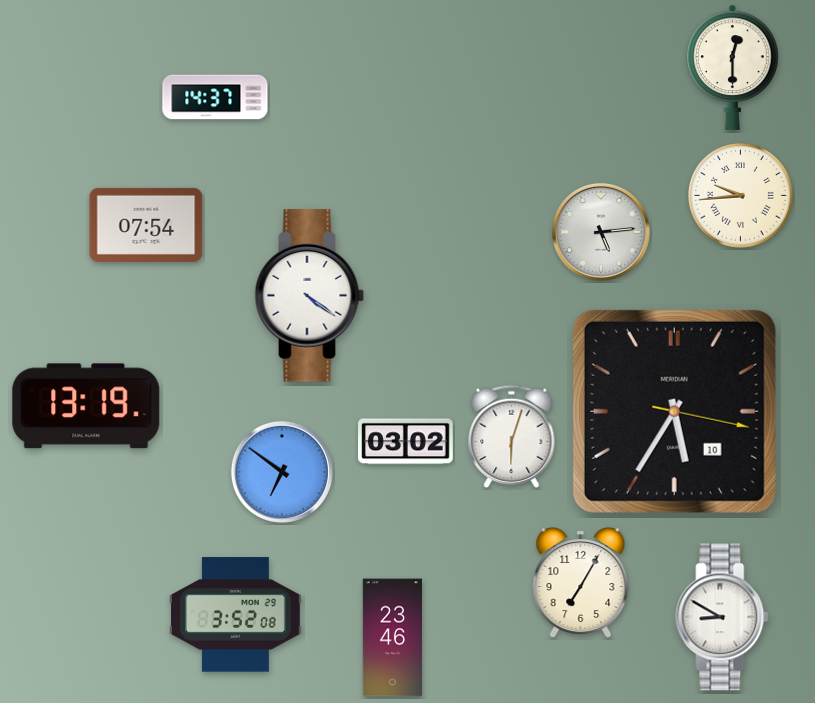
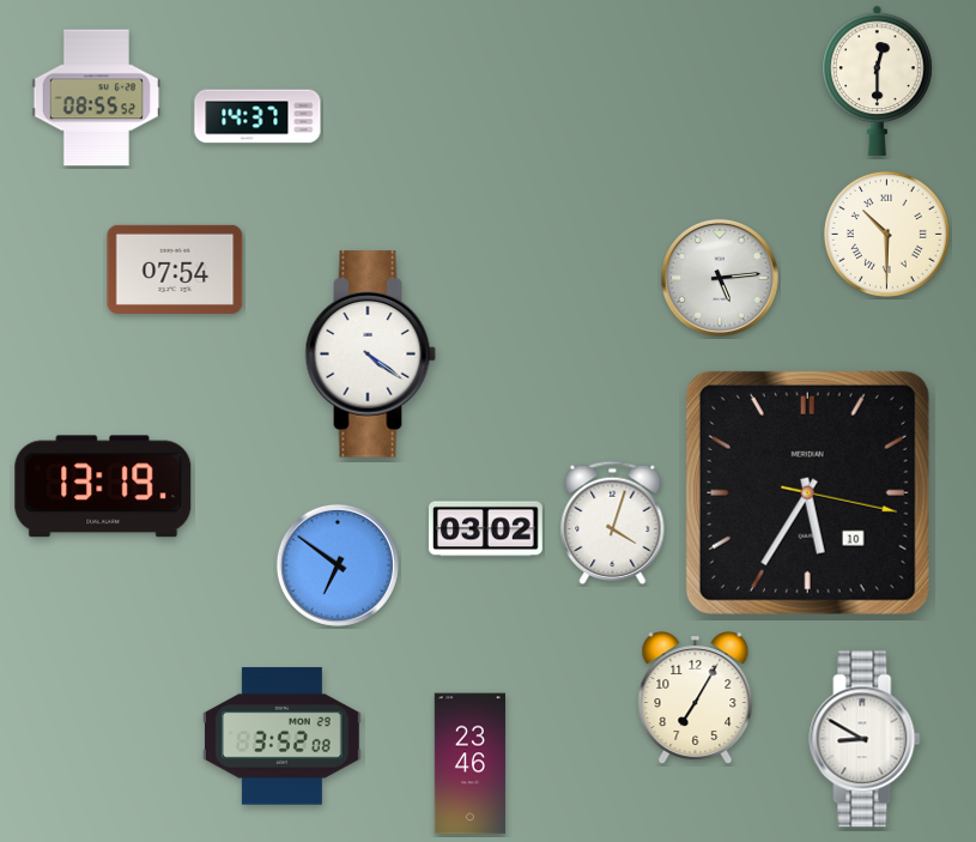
clock at (96, 98): none -> 08:55
clock at (741, 196): 9:44 -> 10:30
clock at (512, 436): 6:03 -> 4:03
